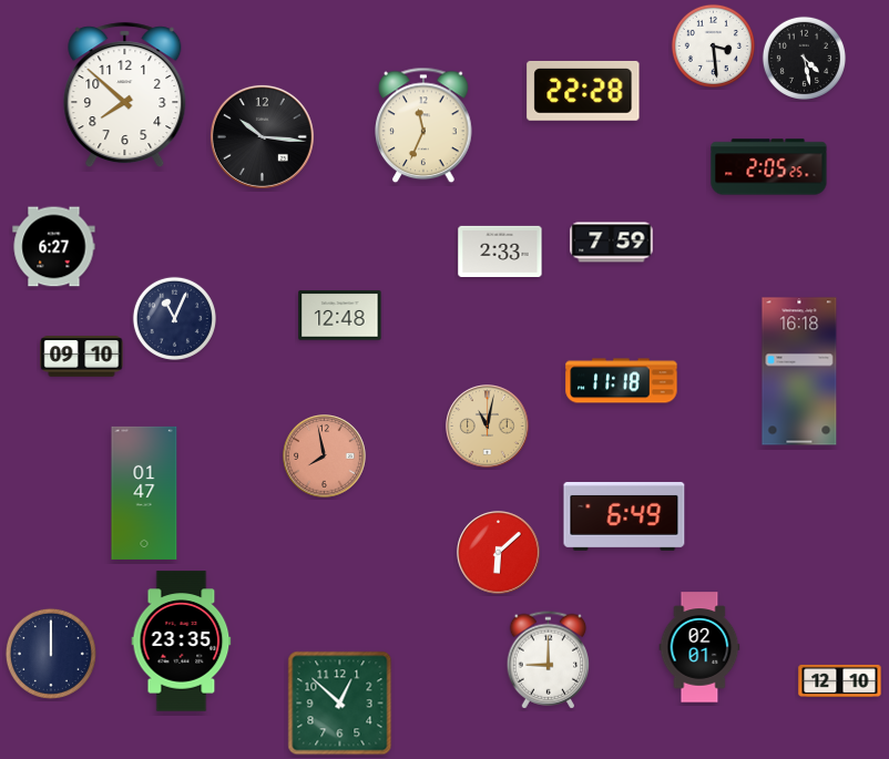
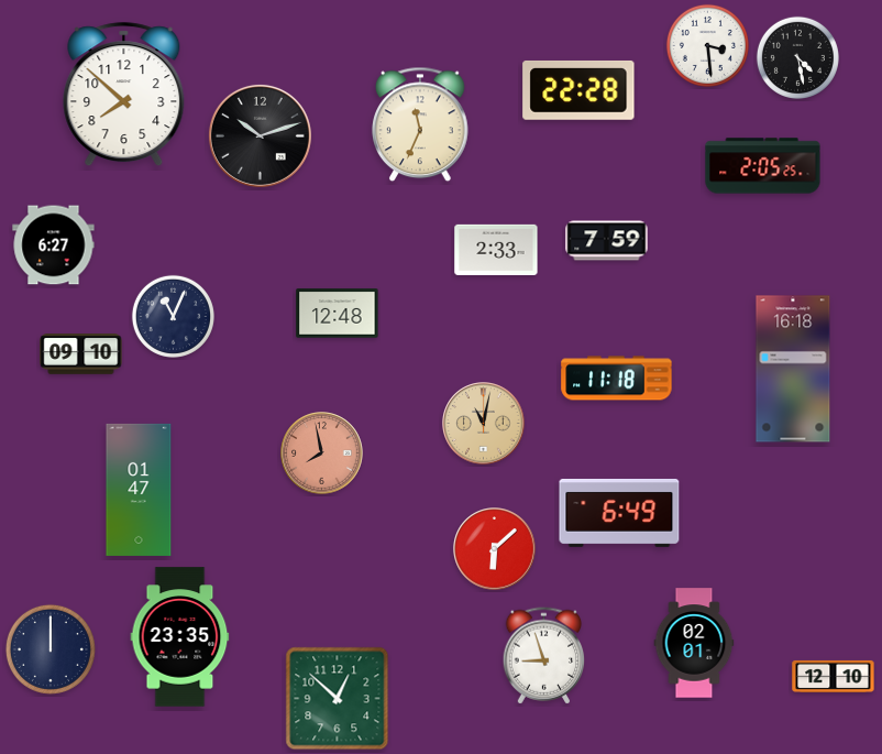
clock at (262, 136): 10:16 -> 10:12
clock at (144, 493) position: (144, 493) -> (139, 490)
clock at (549, 660): 9:00 -> 8:57
